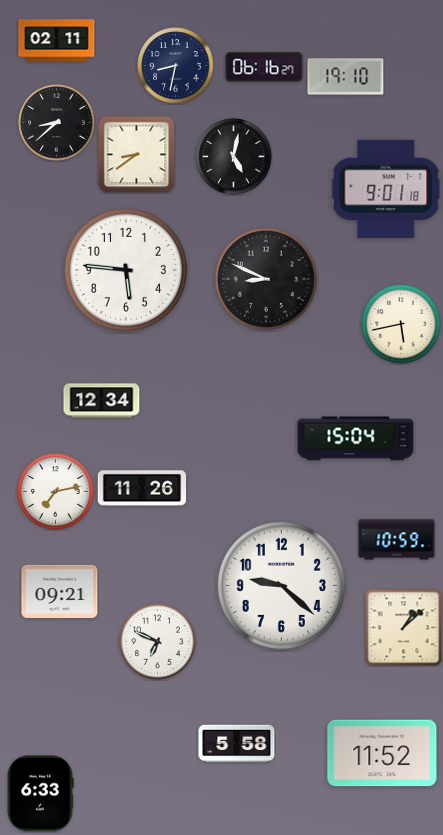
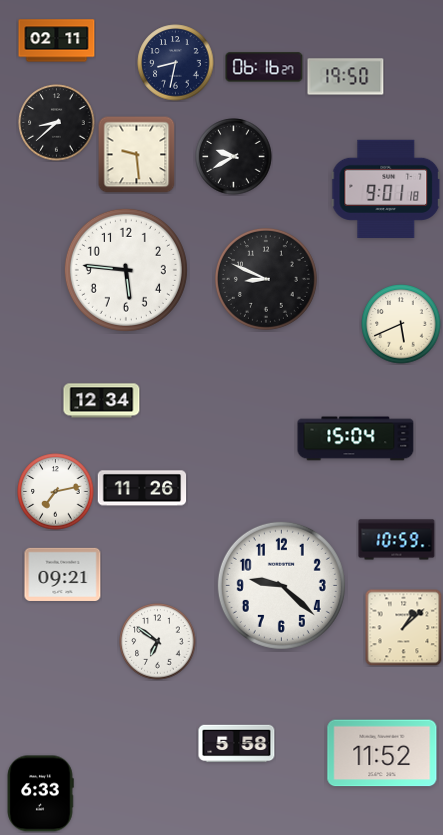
clock at (176, 66) position: (176, 66) -> (176, 63)
clock at (346, 77): 19:10 -> 19:50
clock at (136, 155): 8:39 -> 9:29
clock at (234, 157): 5:02 -> 9:40
clock at (401, 324): 5:43 -> 5:41
clock at (60, 591) position: (60, 591) -> (63, 574)
clock at (158, 642): 6:49 -> 6:51
